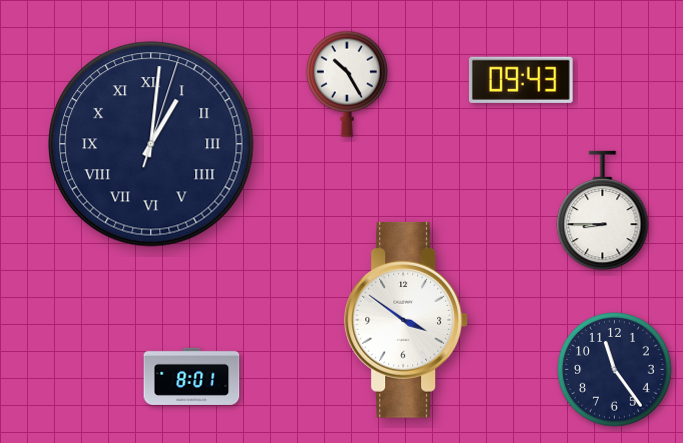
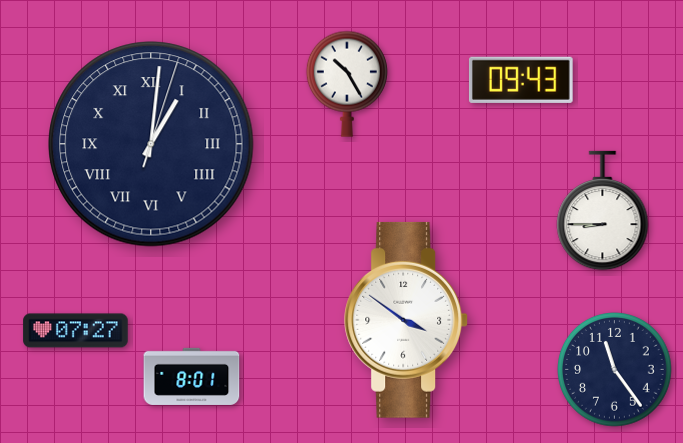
clock at (76, 331): none -> 07:27
